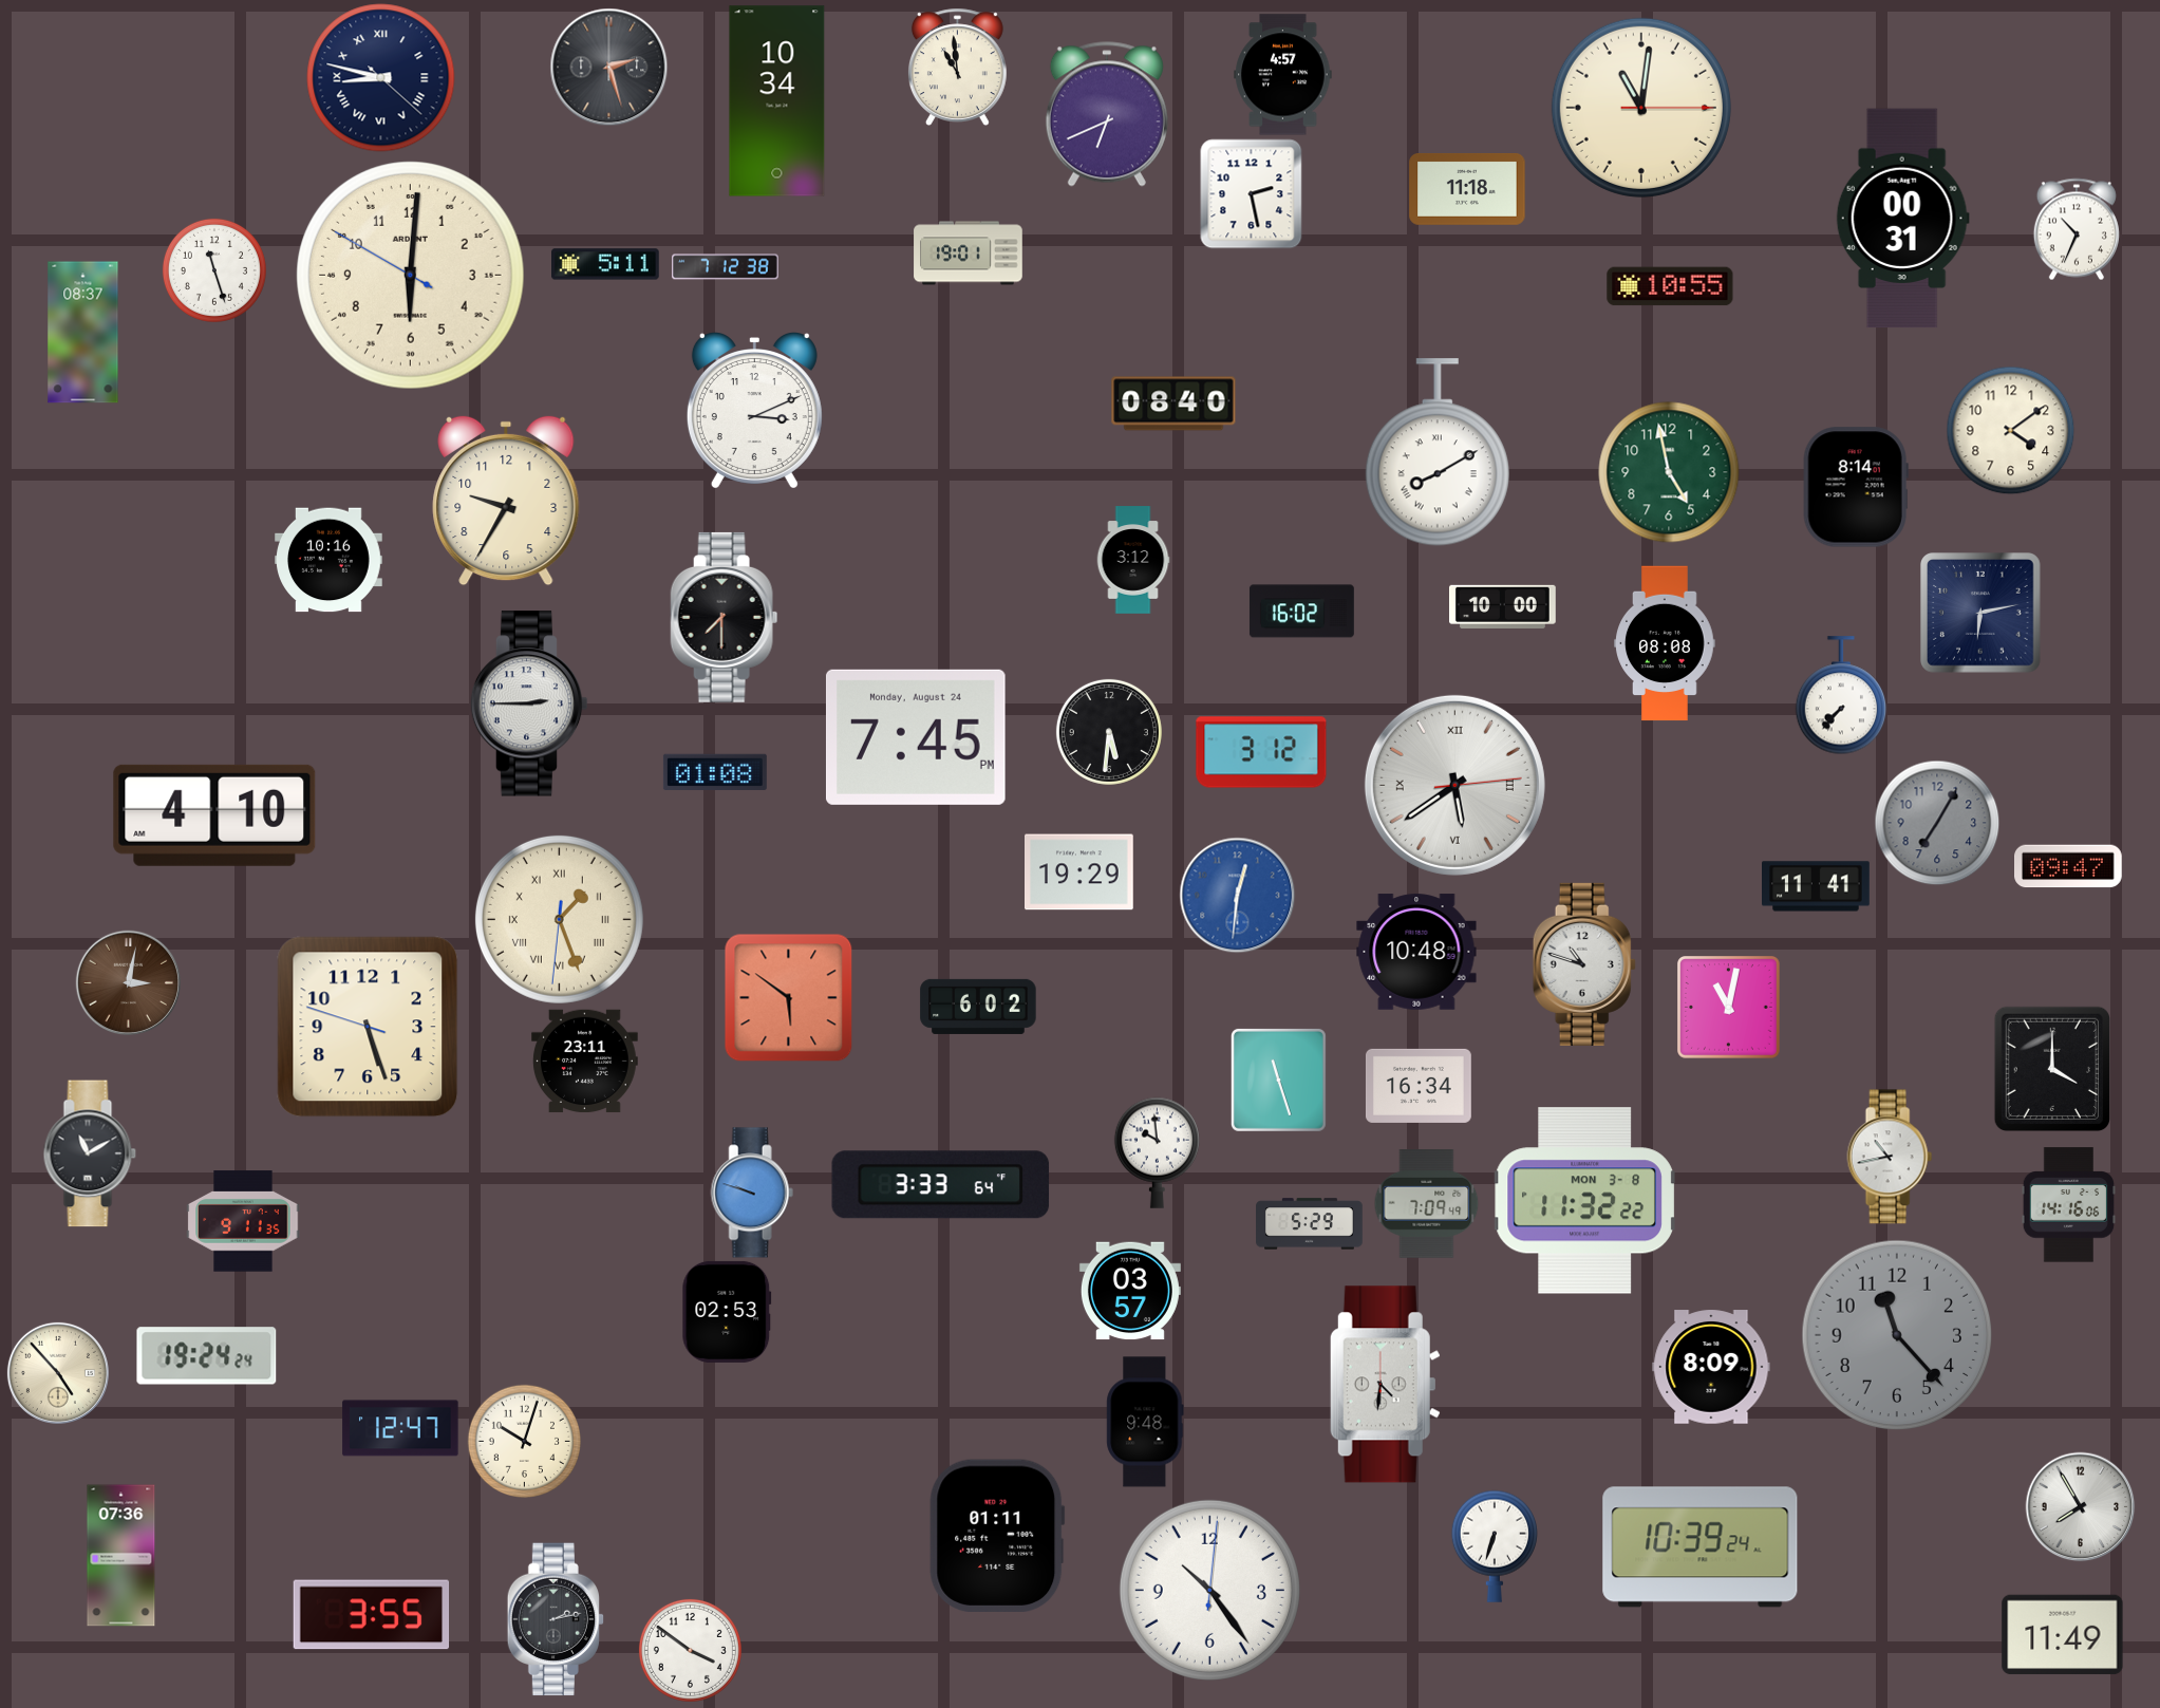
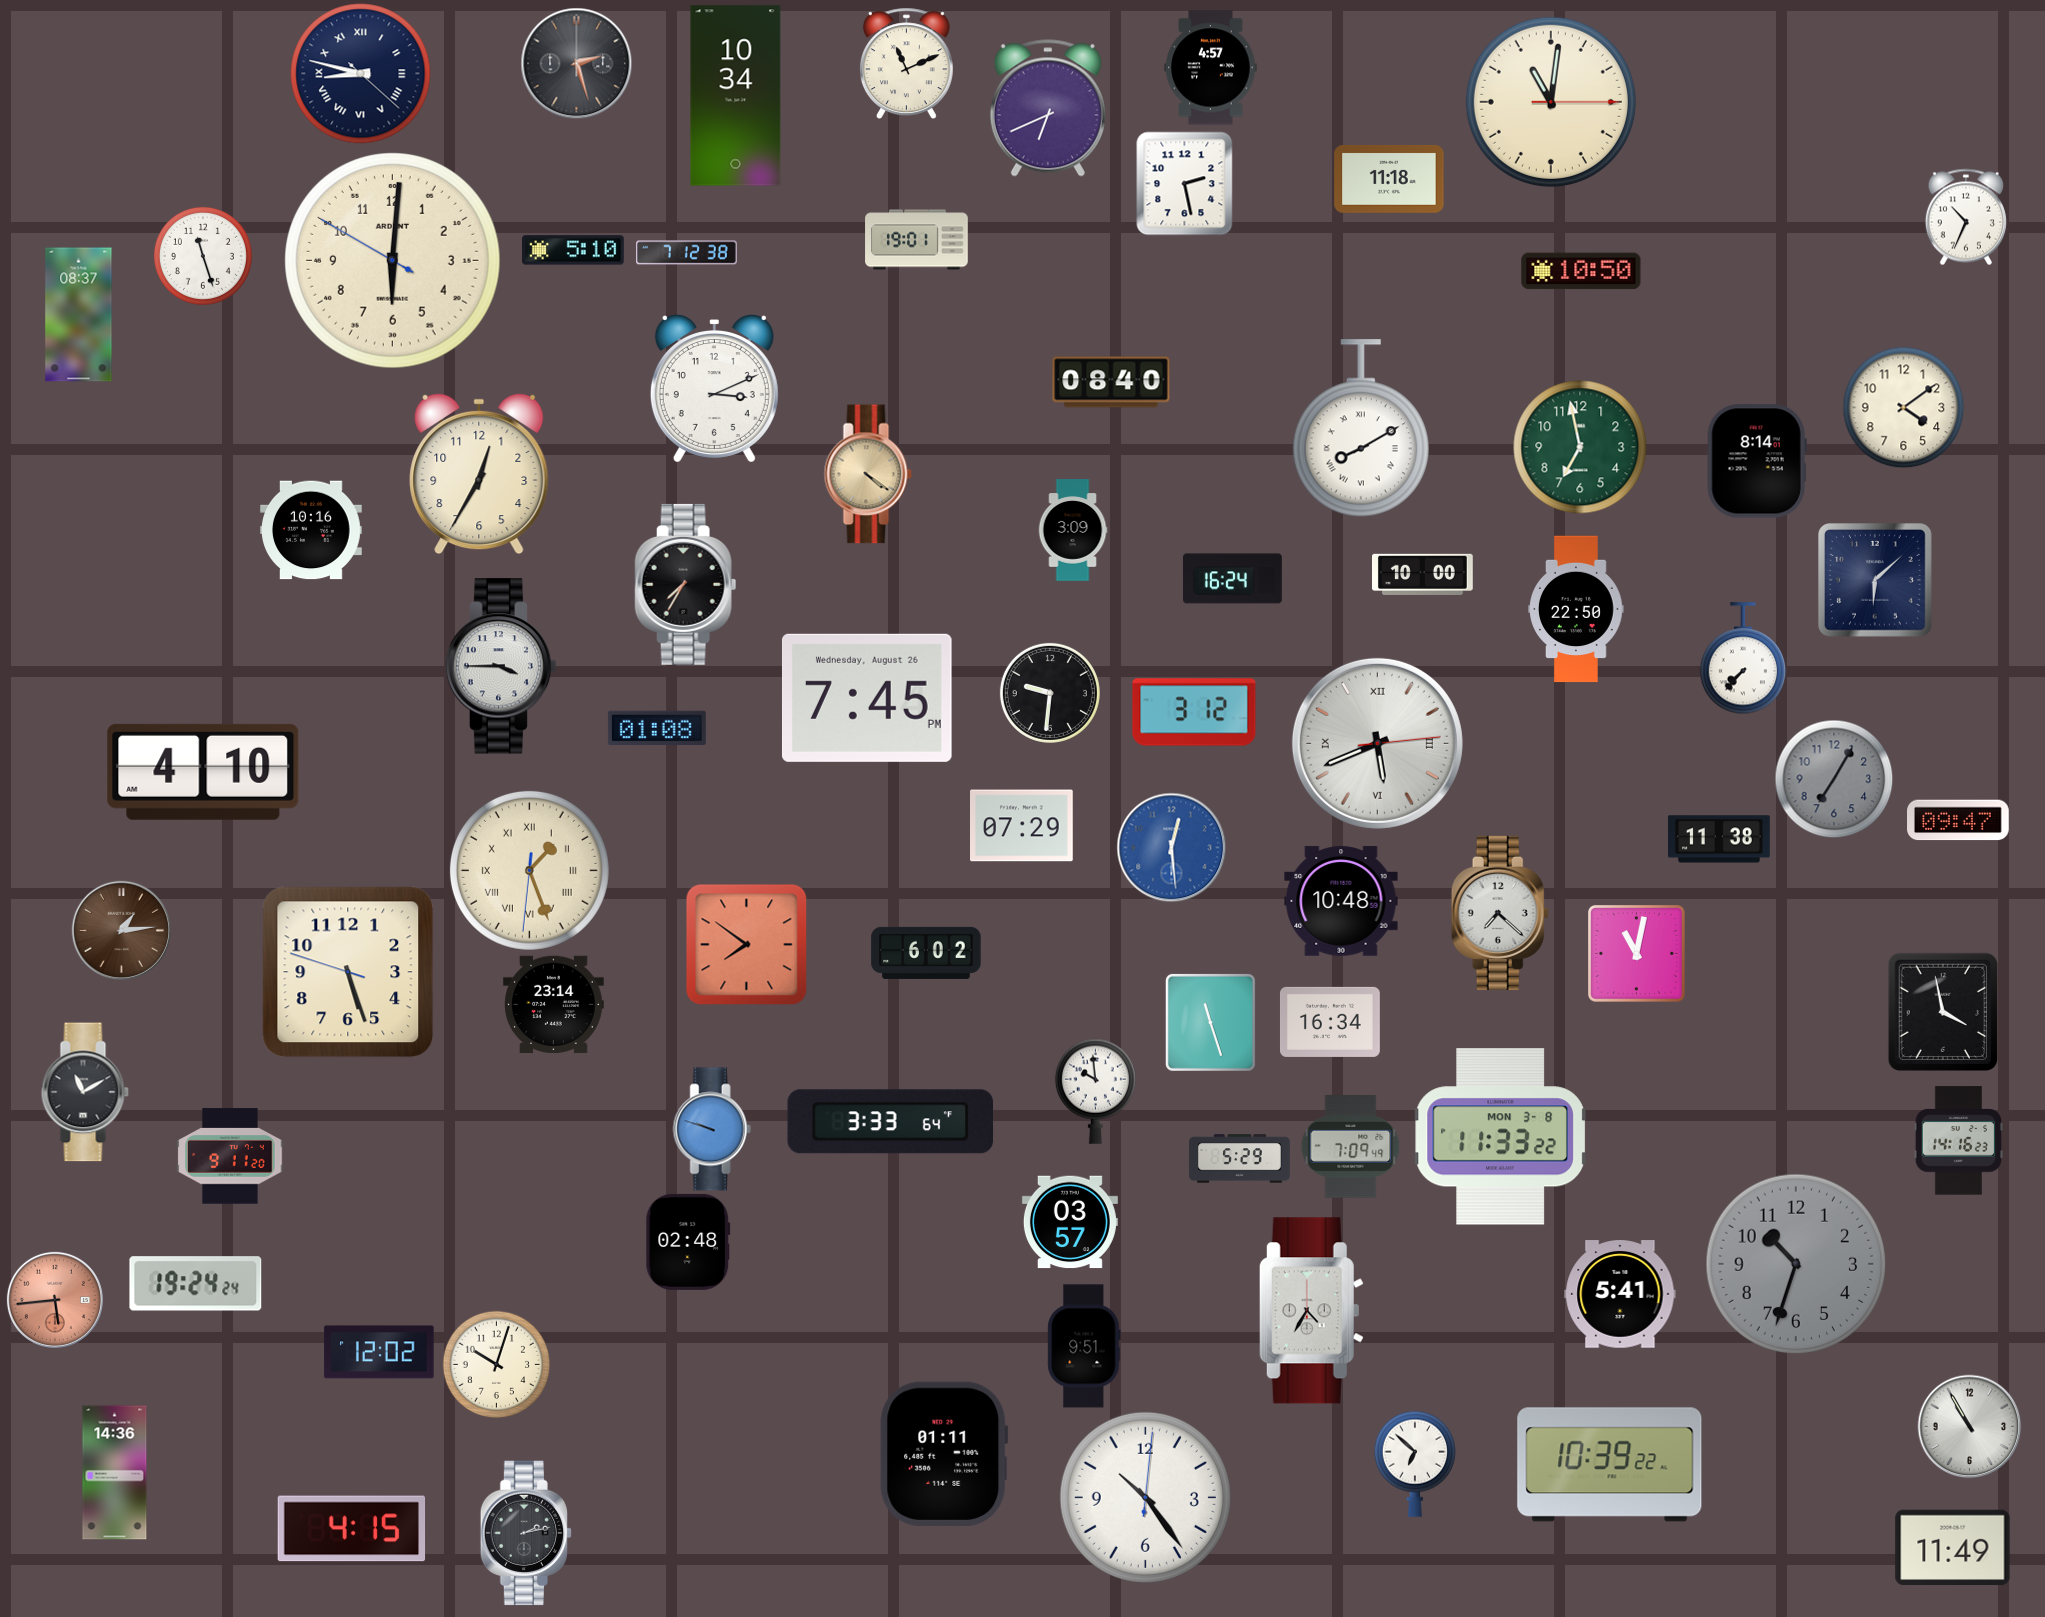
clock at (957, 67): 10:59 -> 11:11
clock at (1283, 75) position: (1283, 75) -> (1211, 68)
clock at (1641, 108) position: (1641, 108) -> (1551, 102)
clock at (1902, 219): 00:31 -> none
clock at (606, 264): 5:11 -> 5:10
clock at (411, 276) position: (411, 276) -> (393, 261)
clock at (1670, 286): 10:55 -> 10:50
clock at (1669, 472): 4:58 -> 6:58
clock at (506, 501): 9:35 -> 12:35
clock at (868, 474): none -> 4:21
clock at (1133, 560): 3:12 -> 3:09
clock at (1301, 612): 16:02 -> 16:24
clock at (1981, 614): 6:13 -> 6:08
clock at (725, 617): 7:30 -> 7:35
clock at (1665, 643): 08:08 -> 22:50
clock at (529, 703): 2:45 -> 3:45
clock at (1109, 732): 5:31 -> 9:31
clock at (916, 737) date: Monday, August 24 -> Wednesday, August 26
clock at (715, 772) position: (715, 772) -> (657, 728)
clock at (1454, 785): 5:39 -> 5:41
clock at (1079, 872): 19:29 -> 07:29
clock at (1817, 886): 11:41 -> 11:38
clock at (1237, 895): 12:31 -> 12:29
clock at (1584, 964): 10:48 -> 7:22
clock at (128, 982): 3:02 -> 1:14
clock at (788, 997): 5:51 -> 7:51
clock at (585, 1062): 23:11 -> 23:14
clock at (2051, 1068): 4:00 -> 3:58
clock at (1419, 1086) position: (1419, 1086) -> (1330, 1022)
clock at (1890, 1157): 10:43 -> none
clock at (1584, 1201): 11:32 -> 11:33
clock at (1427, 1204) position: (1427, 1204) -> (1351, 1147)
clock at (2068, 1205): 14:16:06 -> 14:16:23
clock at (243, 1221): 9:11:35 -> 9:11:20
clock at (727, 1312): 02:53 -> 02:48
clock at (1897, 1335): 11:23 -> 10:33
clock at (1711, 1367): 8:09 -> 5:41
clock at (58, 1373): 4:53 -> 5:44
clock at (58, 1373) dial: cream -> salmon
clock at (1385, 1385): 4:31 -> 4:35
clock at (1145, 1422): 9:48 -> 9:51
clock at (400, 1428): 12:47 -> 12:02
clock at (2080, 1506): 7:55 -> 10:55
clock at (1495, 1546): 6:33 -> 6:52
clock at (1701, 1547): 10:39:24 -> 10:39:22
clock at (121, 1556): 07:36 -> 14:36
clock at (1209, 1590) position: (1209, 1590) -> (1145, 1497)
clock at (372, 1615): 3:55 -> 4:15
clock at (690, 1650): 3:51 -> none
